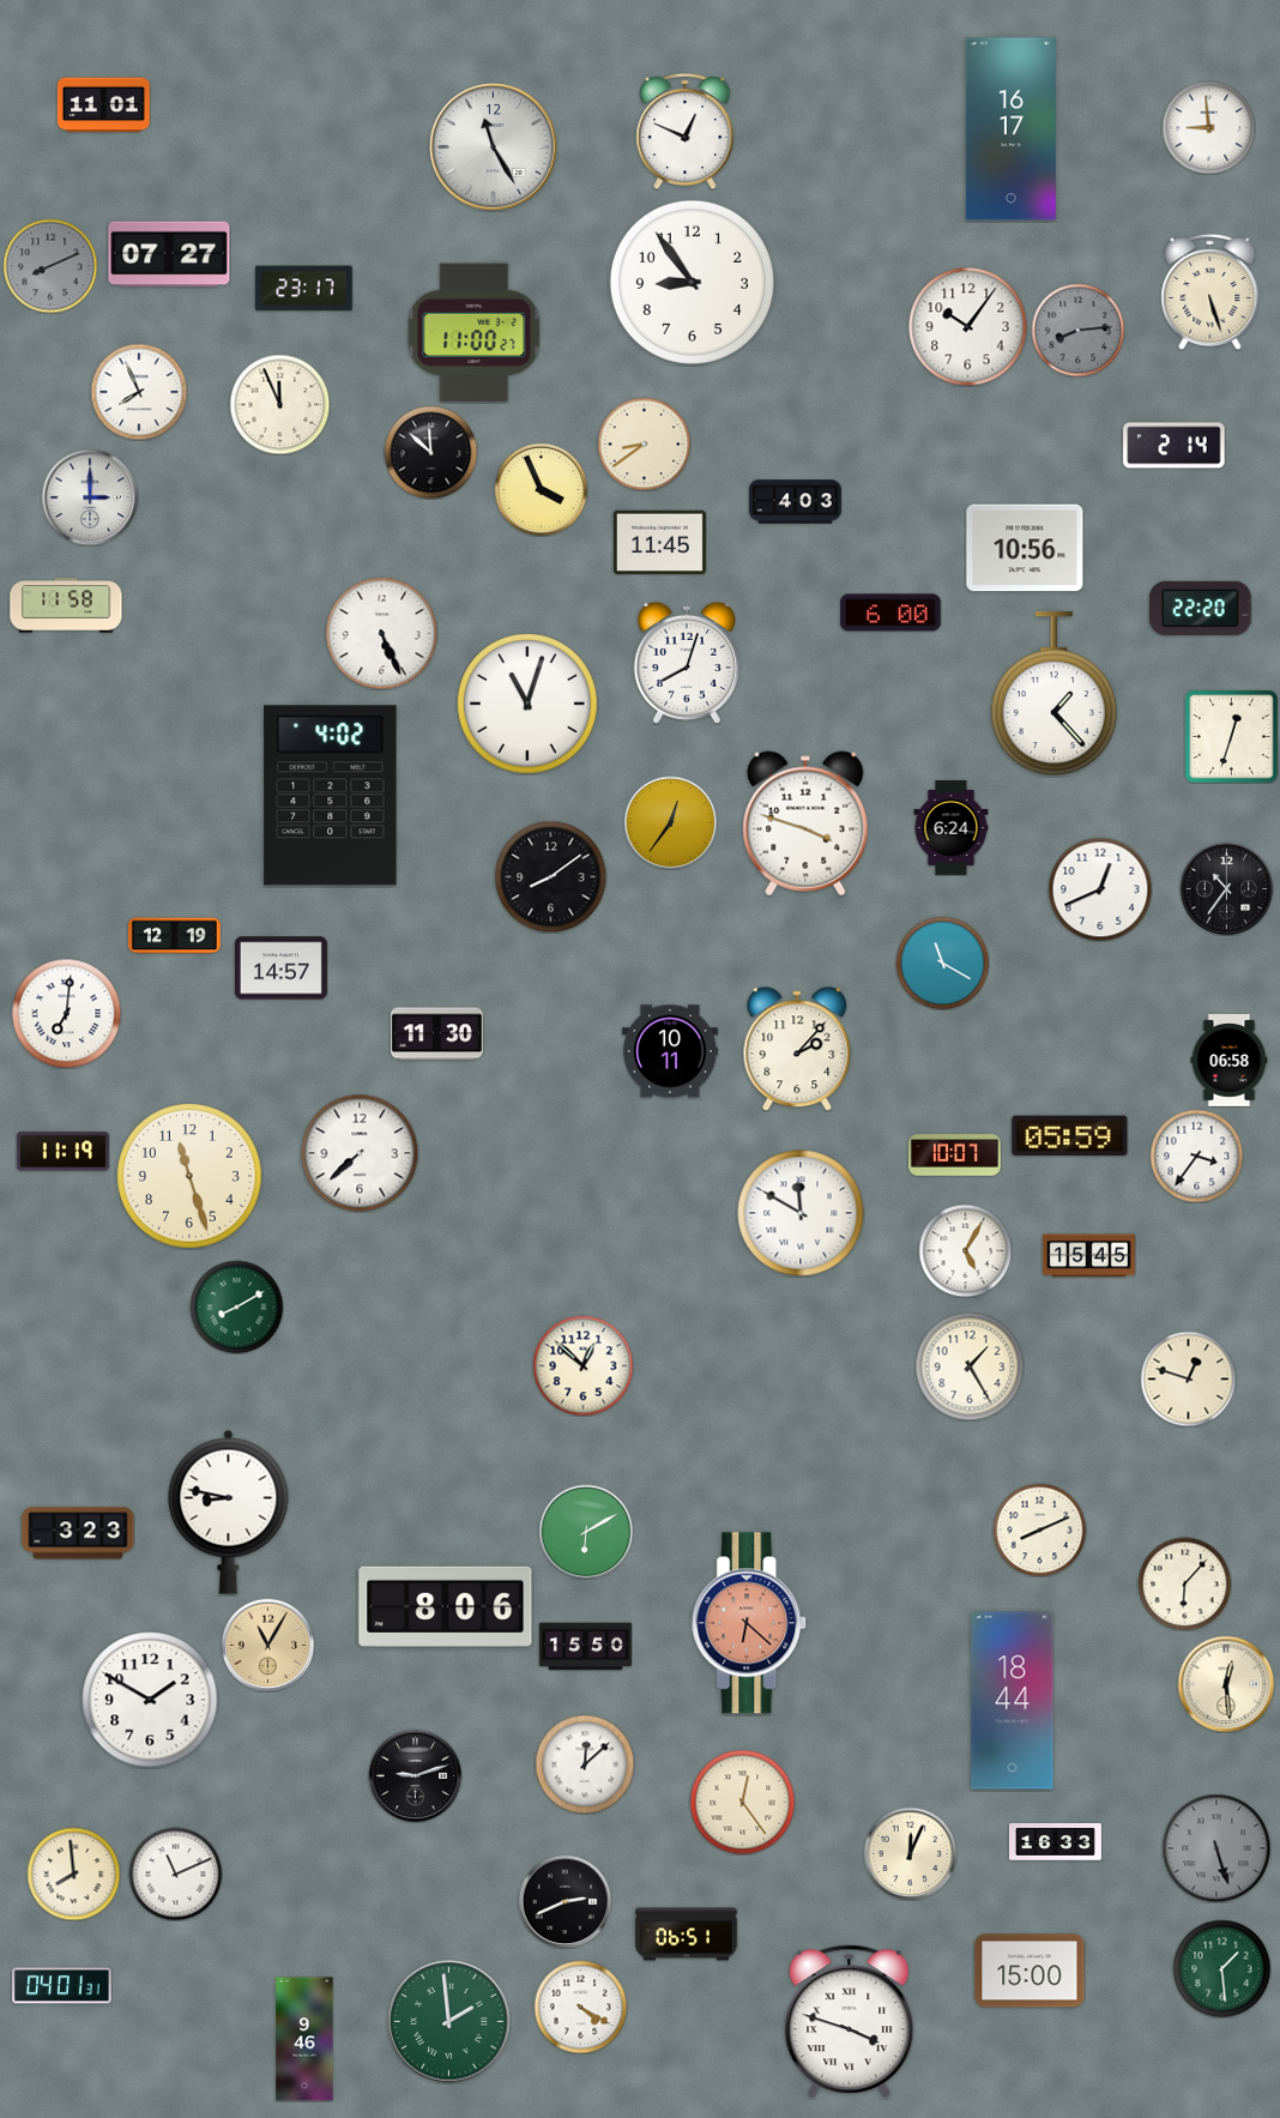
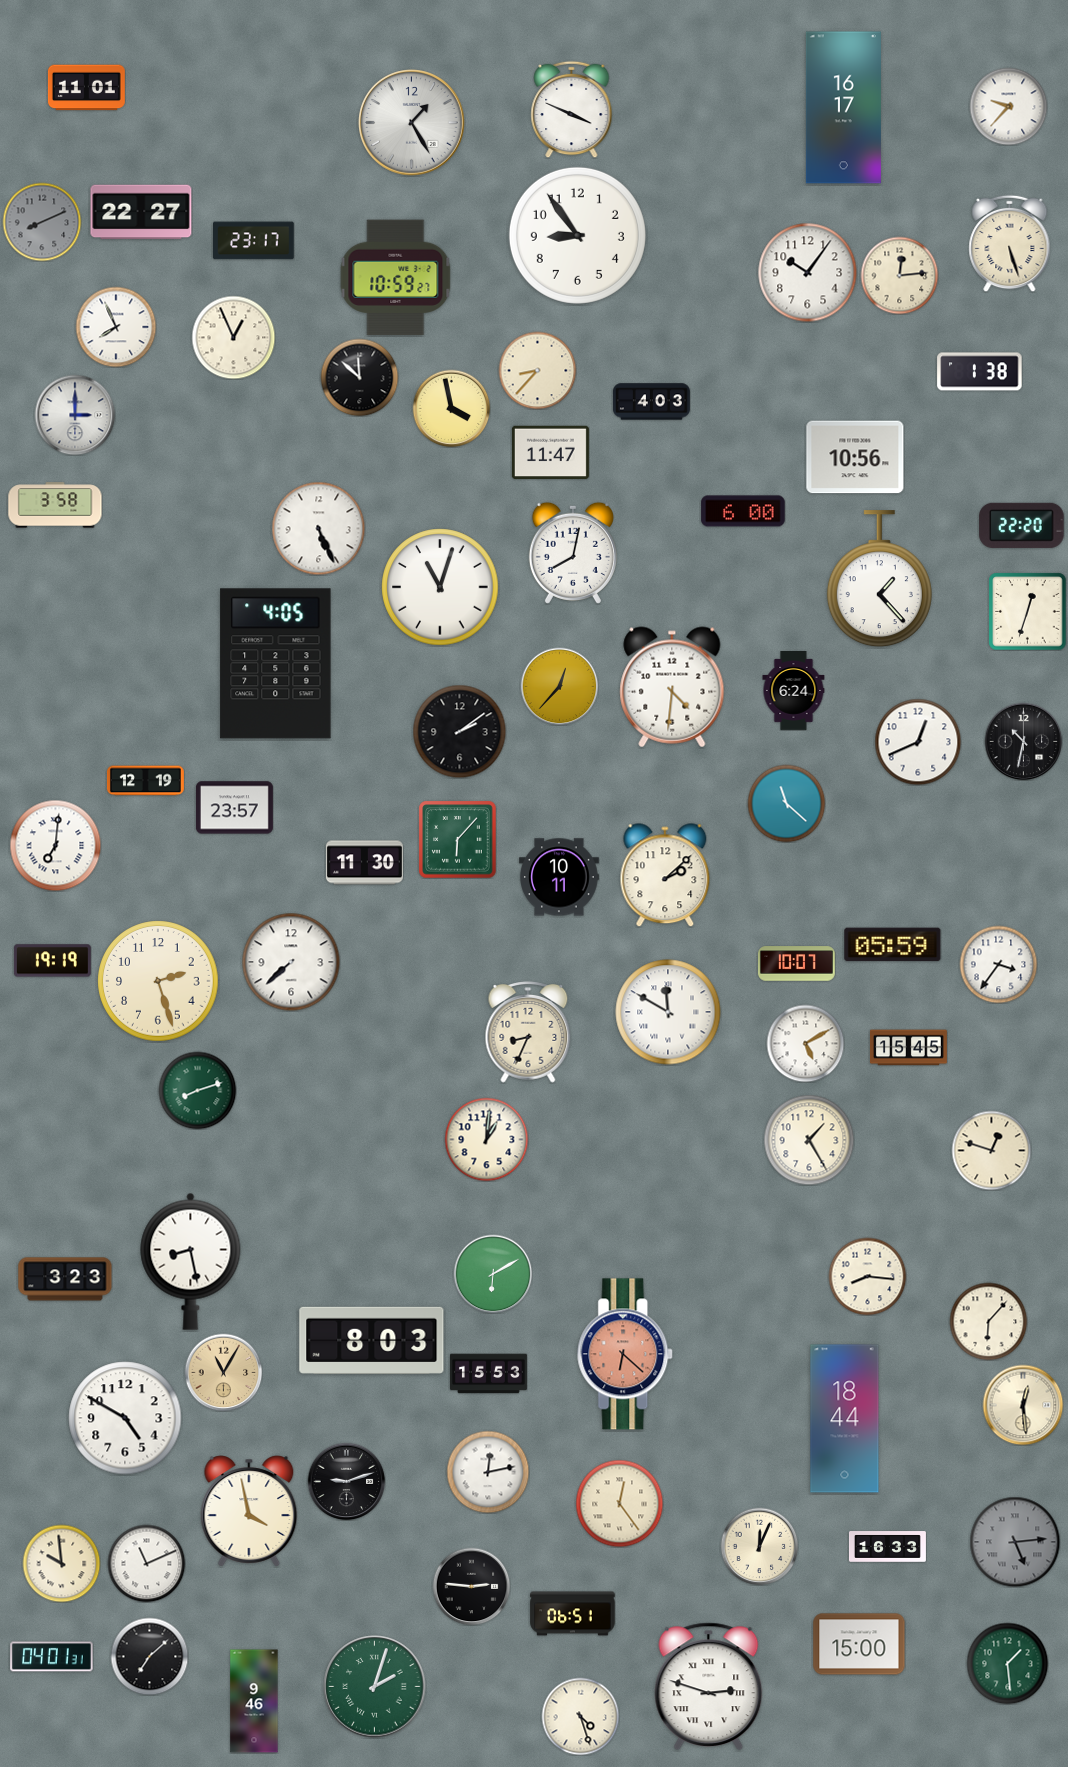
clock at (1208, 127): 8:59 -> 9:37
clock at (686, 131): 12:49 -> 3:49
clock at (494, 147): 11:25 -> 1:25
clock at (169, 254): 07:27 -> 22:27
clock at (1077, 330): 8:14 -> 12:14
clock at (1077, 330) dial: grey -> cream
clock at (475, 333): 11:00 -> 10:59
clock at (279, 404): 11:56 -> 12:56
clock at (644, 443): 8:39 -> 8:37
clock at (1175, 446): 2:14 -> 1:38
clock at (541, 489): 3:56 -> 3:58
clock at (795, 502) position: (795, 502) -> (651, 402)
clock at (659, 543): 11:45 -> 11:47
clock at (66, 605): 11:58 -> 3:58
clock at (1201, 608) position: (1201, 608) -> (1022, 525)
clock at (687, 663): 8:03 -> 8:02
clock at (1231, 736) position: (1231, 736) -> (1027, 611)
clock at (331, 796): 4:02 -> 4:05
clock at (670, 822): 12:36 -> 12:37
clock at (805, 823): 3:48 -> 4:31
clock at (550, 876): 8:09 -> 2:09
clock at (1226, 888): 10:36 -> 10:32
clock at (942, 963): 11:20 -> 11:22
clock at (280, 969): 14:57 -> 23:57
clock at (457, 839): none -> 6:07
clock at (797, 1049): 2:07 -> 2:08
clock at (1230, 1060): 06:58 -> none
clock at (1070, 1136) position: (1070, 1136) -> (893, 945)
clock at (62, 1152): 11:19 -> 19:19
clock at (360, 1153) position: (360, 1153) -> (291, 962)
clock at (189, 1176): 11:27 -> 2:27
clock at (528, 1032): none -> 8:34
clock at (965, 1250): 5:05 -> 5:10
clock at (236, 1307): 8:10 -> 8:12
clock at (582, 1365): 12:52 -> 1:01
clock at (229, 1511): 8:47 -> 8:28
clock at (1039, 1529): 8:11 -> 8:16
clock at (586, 1532) position: (586, 1532) -> (493, 1274)
clock at (446, 1606): 8:06 -> 8:03
clock at (585, 1647): 15:50 -> 15:53
clock at (150, 1700): 1:50 -> 4:50
clock at (585, 1764): 12:08 -> 12:13
clock at (249, 1511): none -> 3:58
clock at (1055, 1842) position: (1055, 1842) -> (887, 1547)
clock at (1216, 1848): 5:27 -> 5:14
clock at (73, 1873): 7:59 -> 9:59
clock at (564, 1901): 2:41 -> 2:46
clock at (1221, 1968) position: (1221, 1968) -> (1007, 1663)
clock at (149, 1656): none -> 7:08
clock at (580, 2007): 4:20 -> none
clock at (449, 2022): 1:59 -> 2:03
clock at (850, 2022): 3:48 -> 2:48
clock at (580, 1716): none -> 4:27
